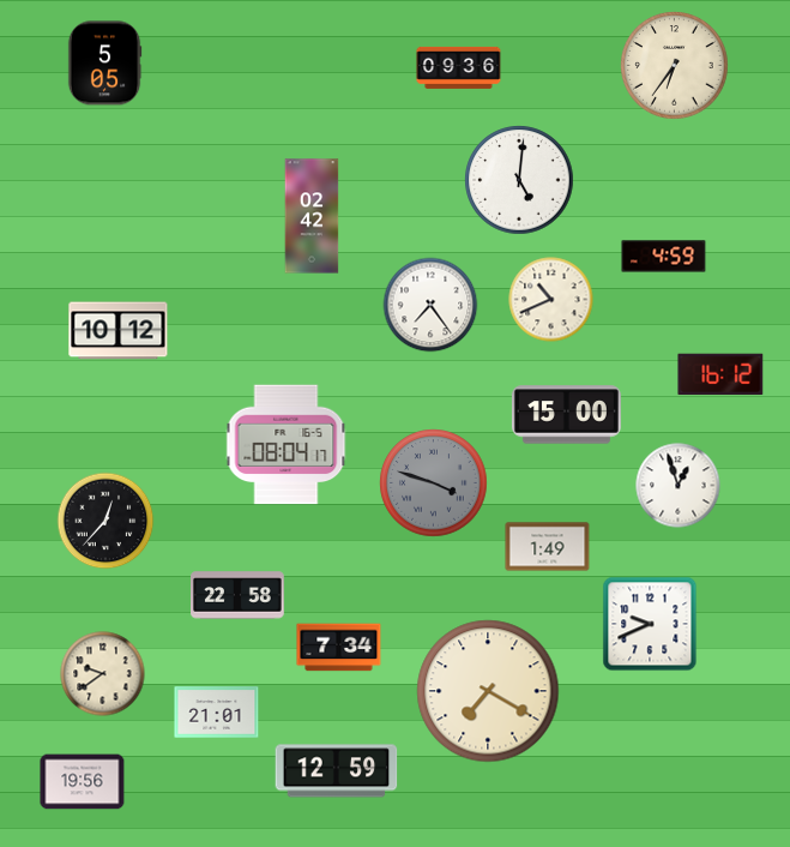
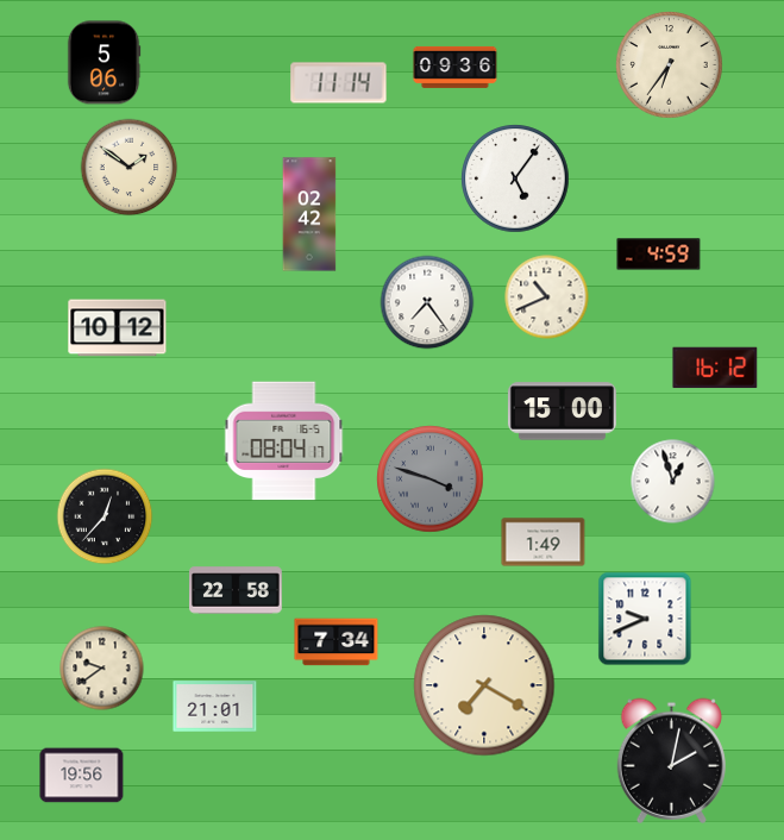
clock at (104, 64): 5:05 -> 5:06
clock at (339, 83): none -> 11:14
clock at (130, 168): none -> 1:51
clock at (519, 180): 5:01 -> 5:06
clock at (720, 374) position: (720, 374) -> (715, 368)
clock at (671, 760): none -> 2:02
clock at (337, 771): 12:59 -> none
